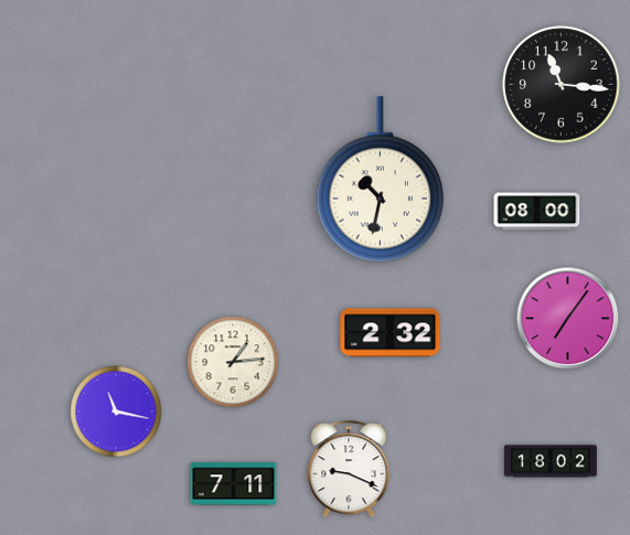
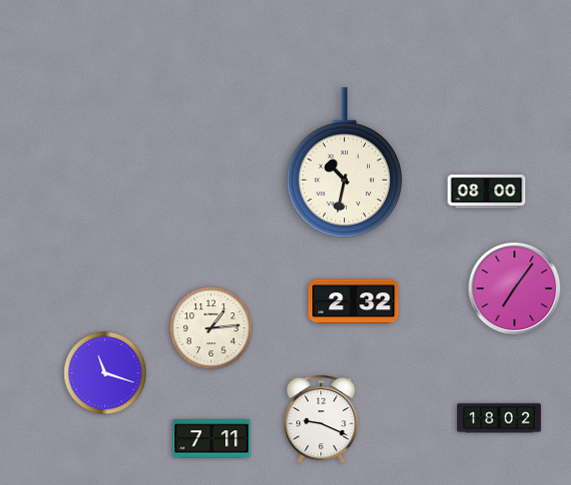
clock at (562, 85): 11:16 -> none
clock at (116, 411): 11:17 -> 11:18
clock at (349, 470) position: (349, 470) -> (321, 420)
